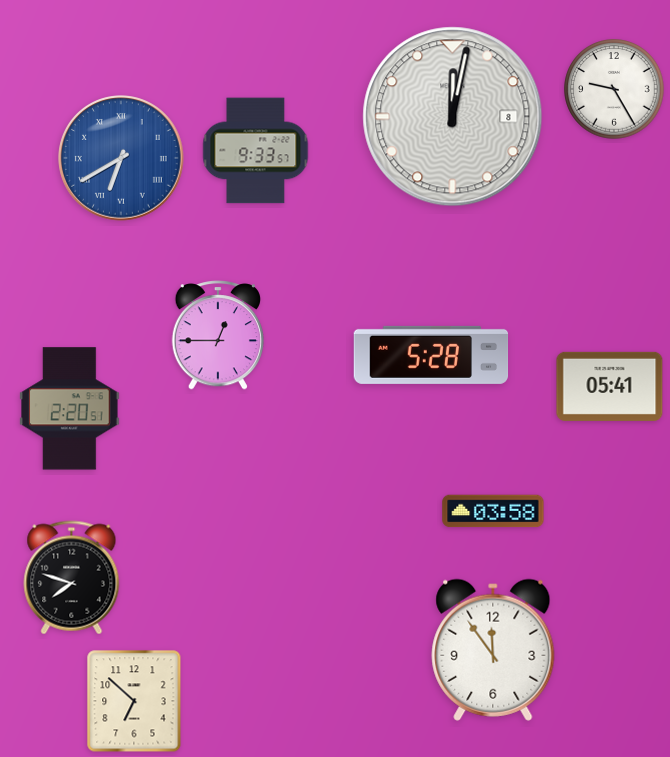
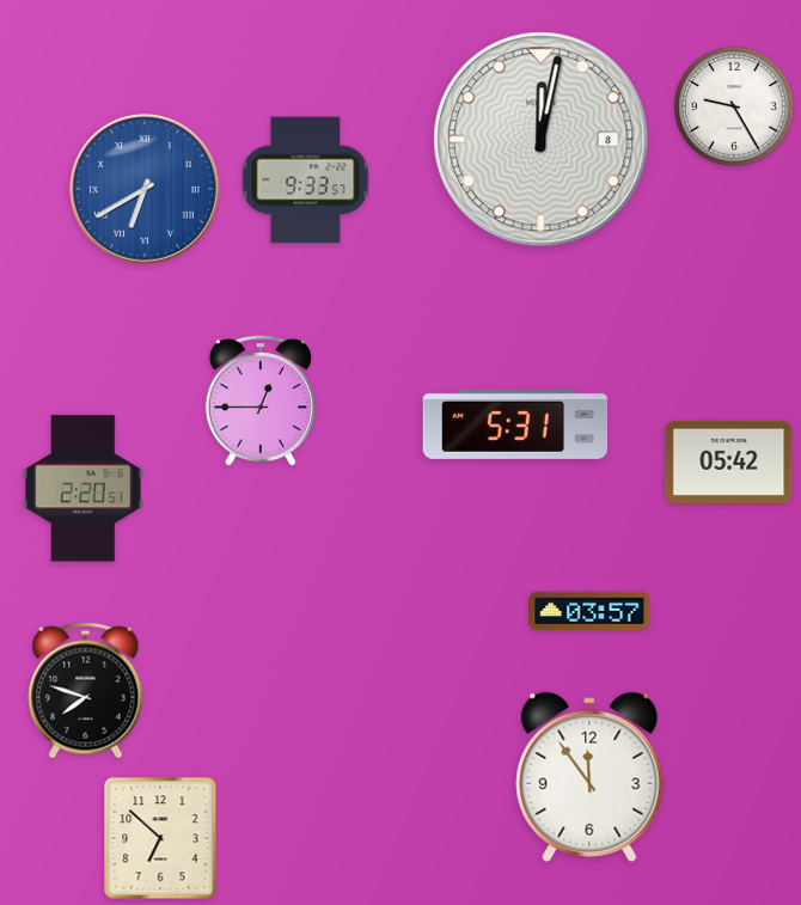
clock at (431, 355): 5:28 -> 5:31
clock at (610, 386): 05:41 -> 05:42
clock at (493, 511): 03:58 -> 03:57
